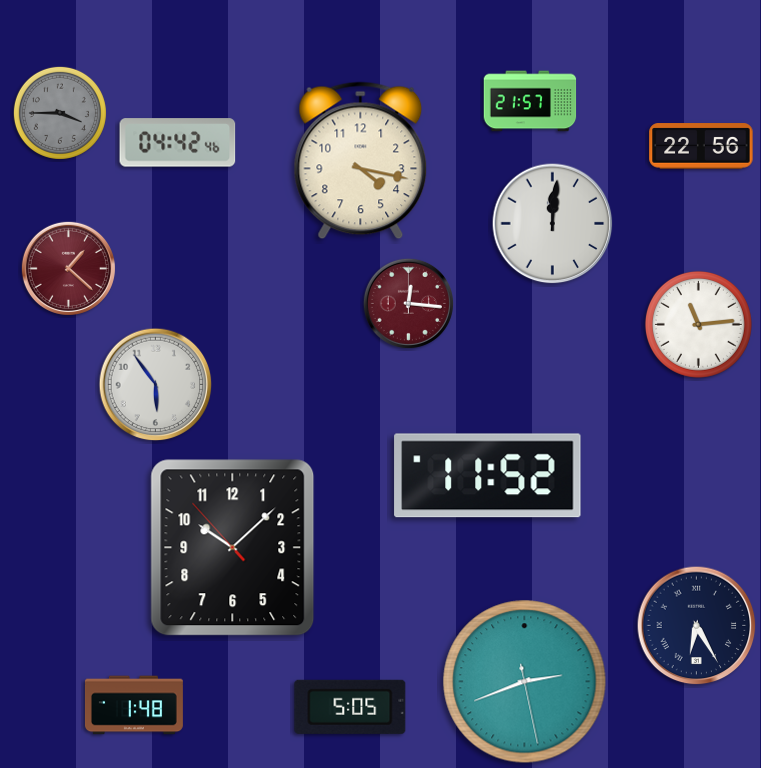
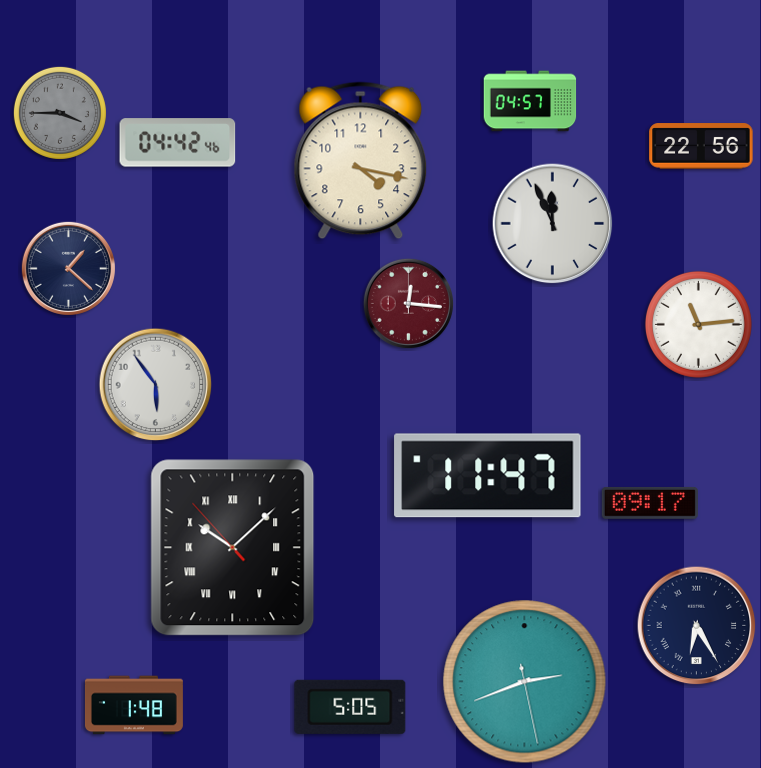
clock at (530, 101): 21:57 -> 04:57
clock at (553, 224): 12:01 -> 11:56
clock at (68, 268) dial: burgundy -> navy
clock at (488, 476): 11:52 -> 11:47
clock at (650, 503): none -> 09:17
clock at (233, 548) numerals: Arabic -> Roman
